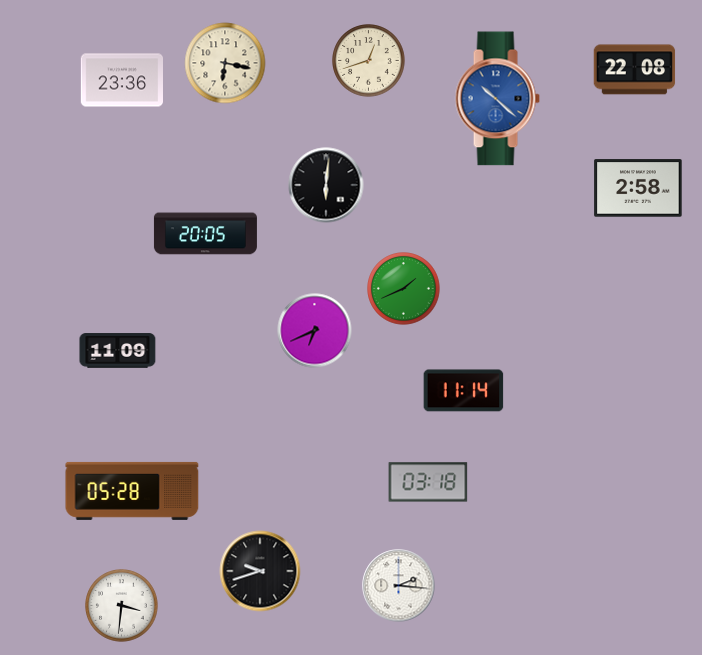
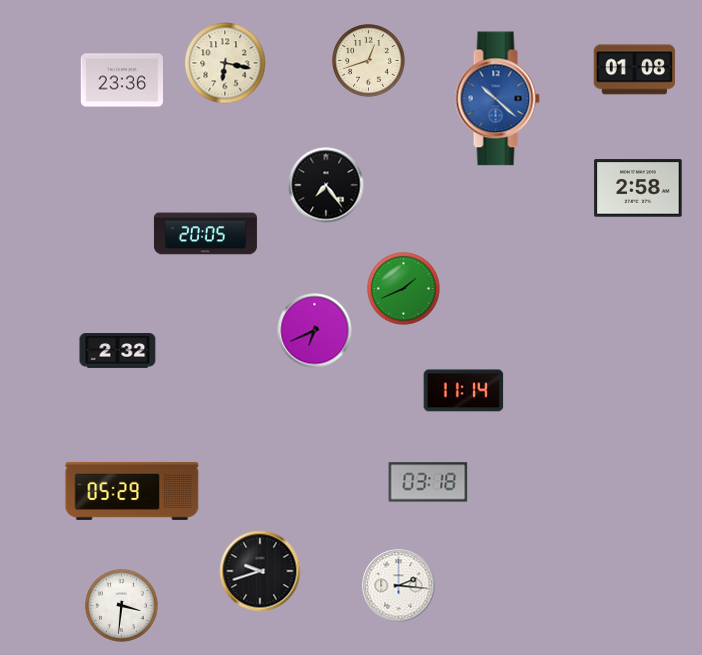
clock at (635, 70): 22:08 -> 01:08
clock at (326, 185): 6:01 -> 7:24
clock at (118, 351): 11:09 -> 2:32
clock at (132, 491): 05:28 -> 05:29
